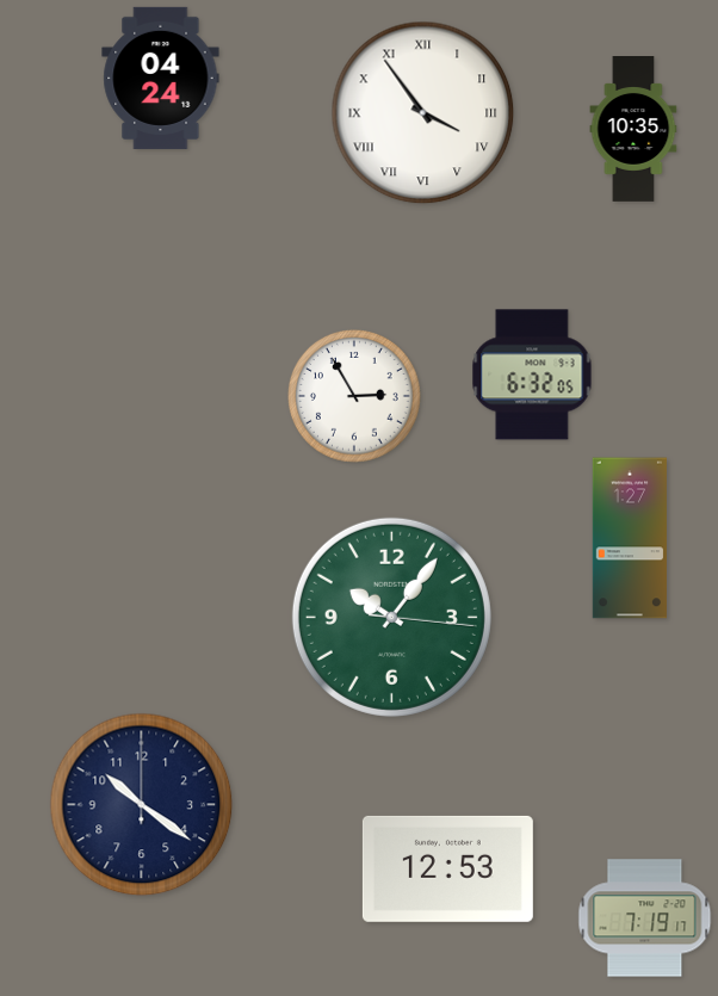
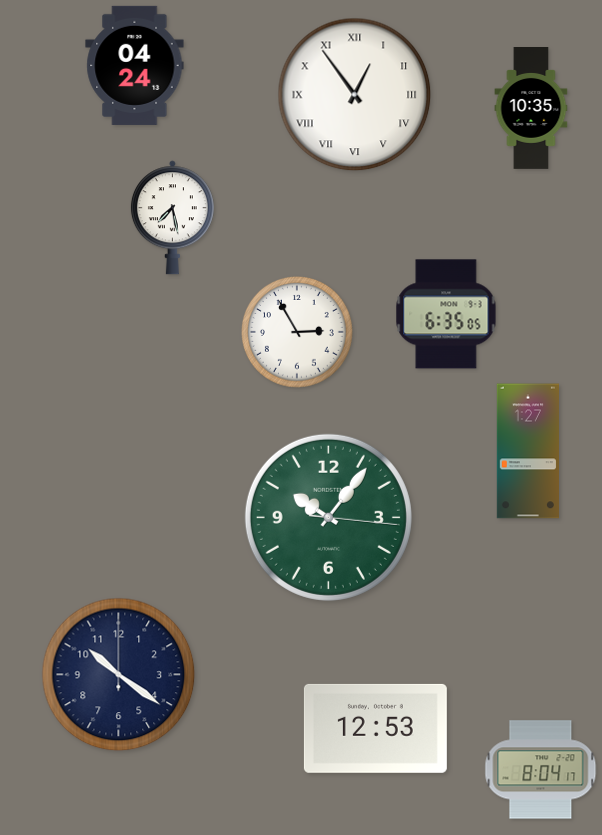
clock at (423, 113): 3:54 -> 12:54
clock at (172, 218): none -> 7:28
clock at (532, 375): 6:32 -> 6:35
clock at (645, 918): 7:19 -> 8:04
